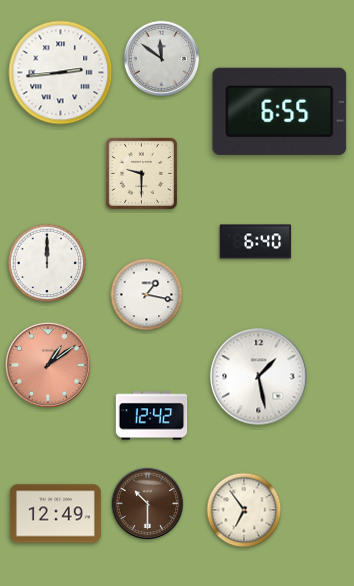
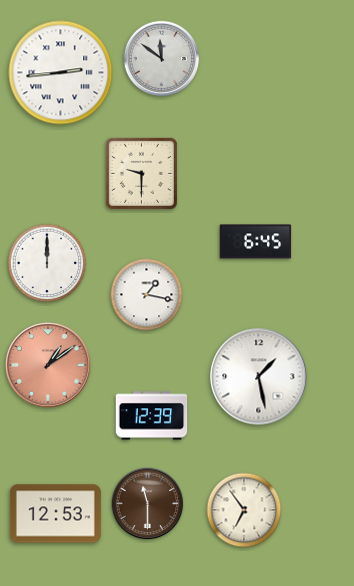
clock at (280, 111): 6:55 -> none
clock at (256, 242): 6:40 -> 6:45
clock at (152, 416): 12:42 -> 12:39
clock at (148, 504): 10:30 -> 11:30
clock at (55, 514): 12:49 -> 12:53
